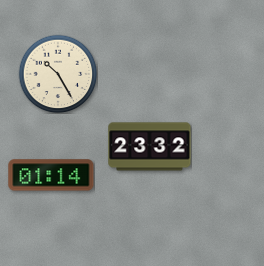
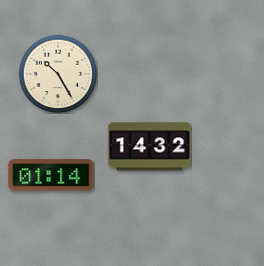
clock at (150, 147): 23:32 -> 14:32
